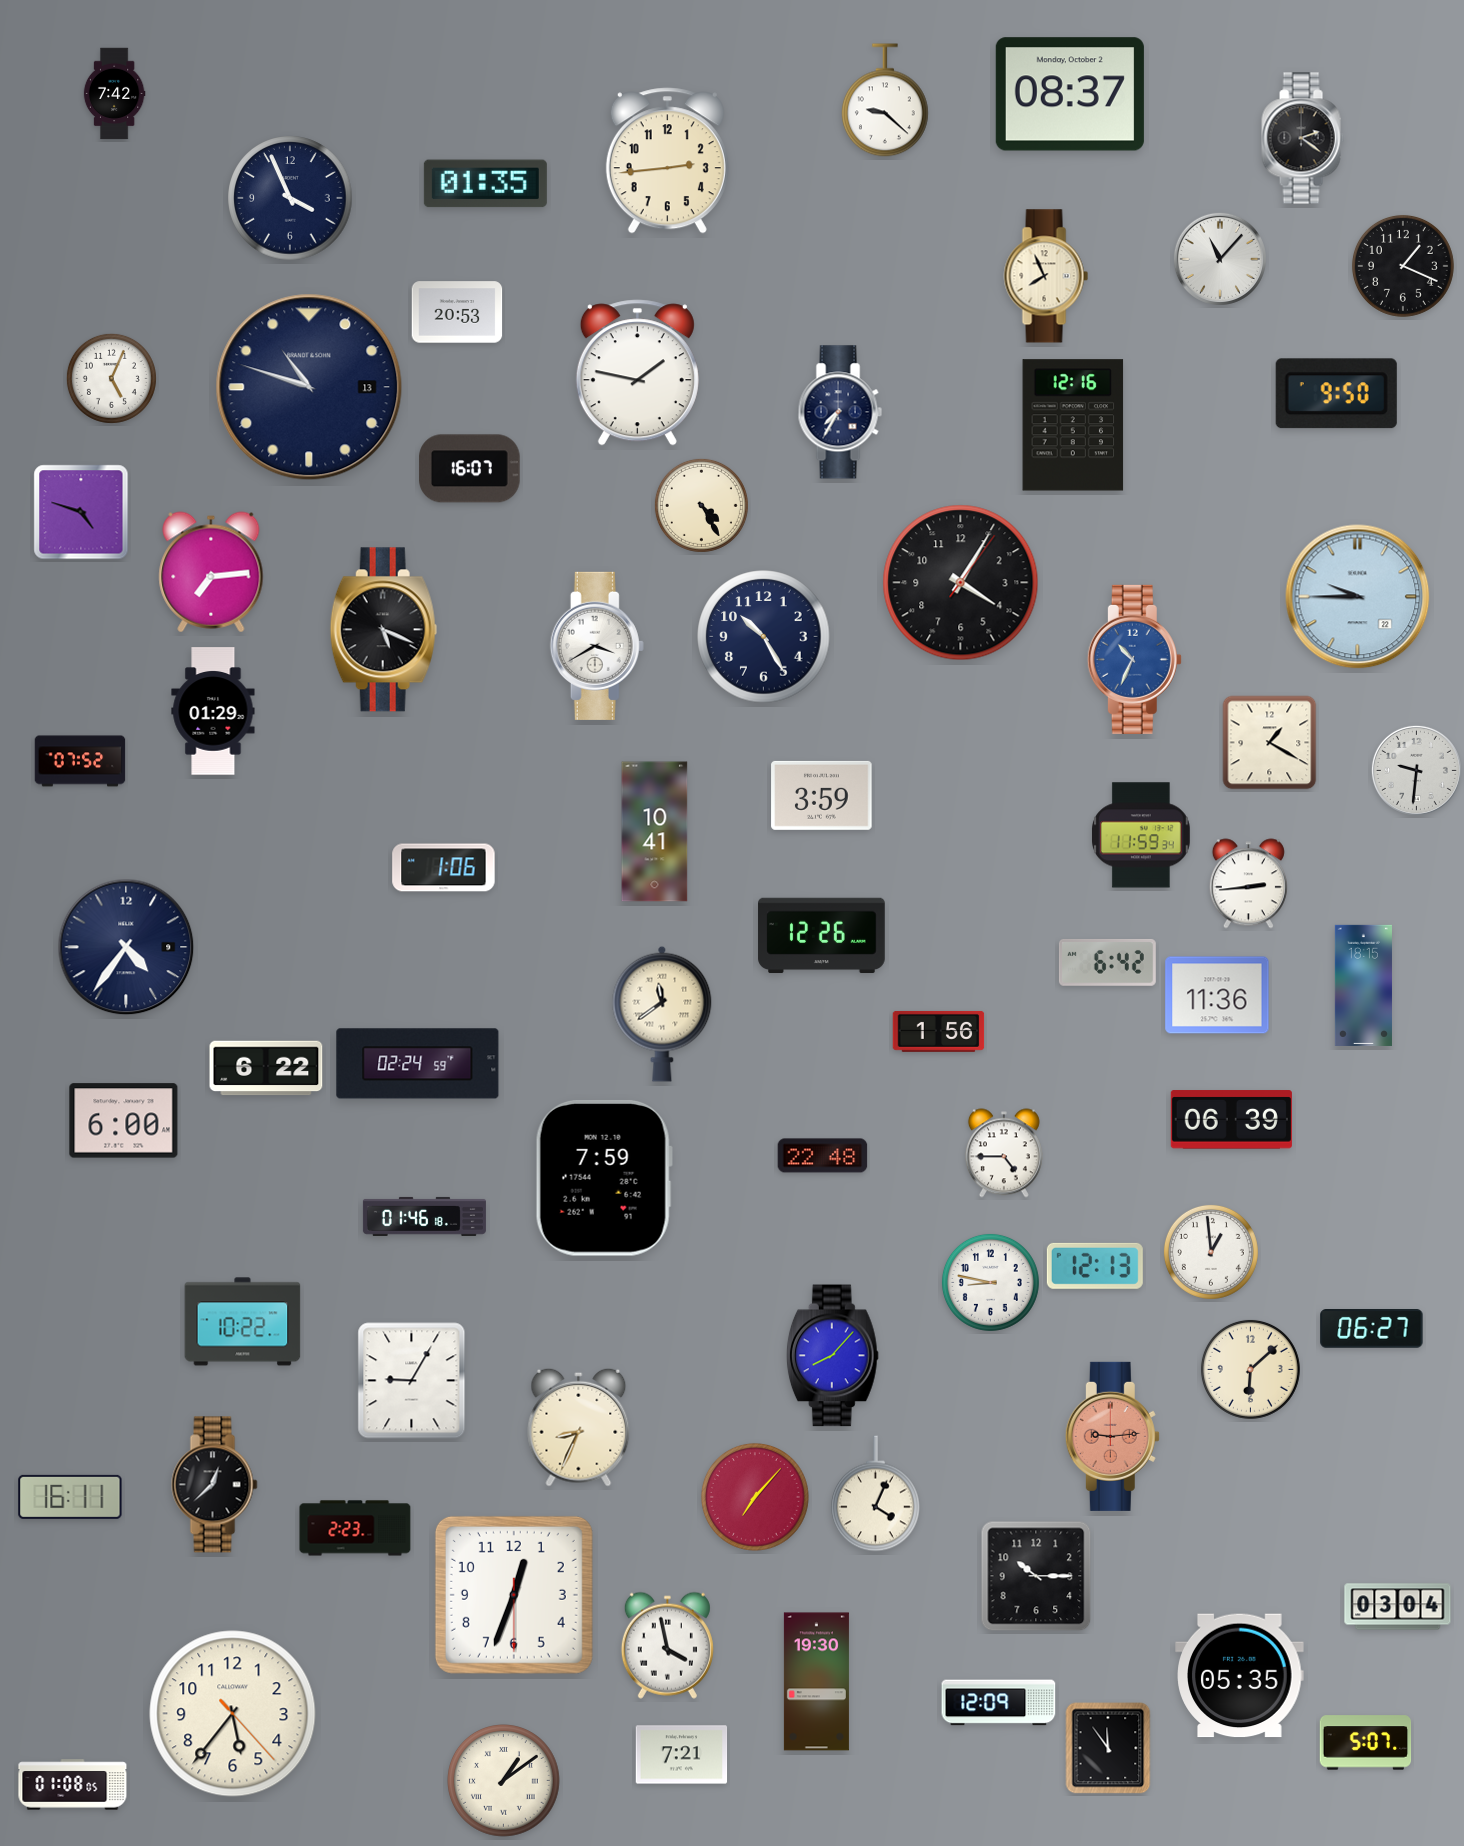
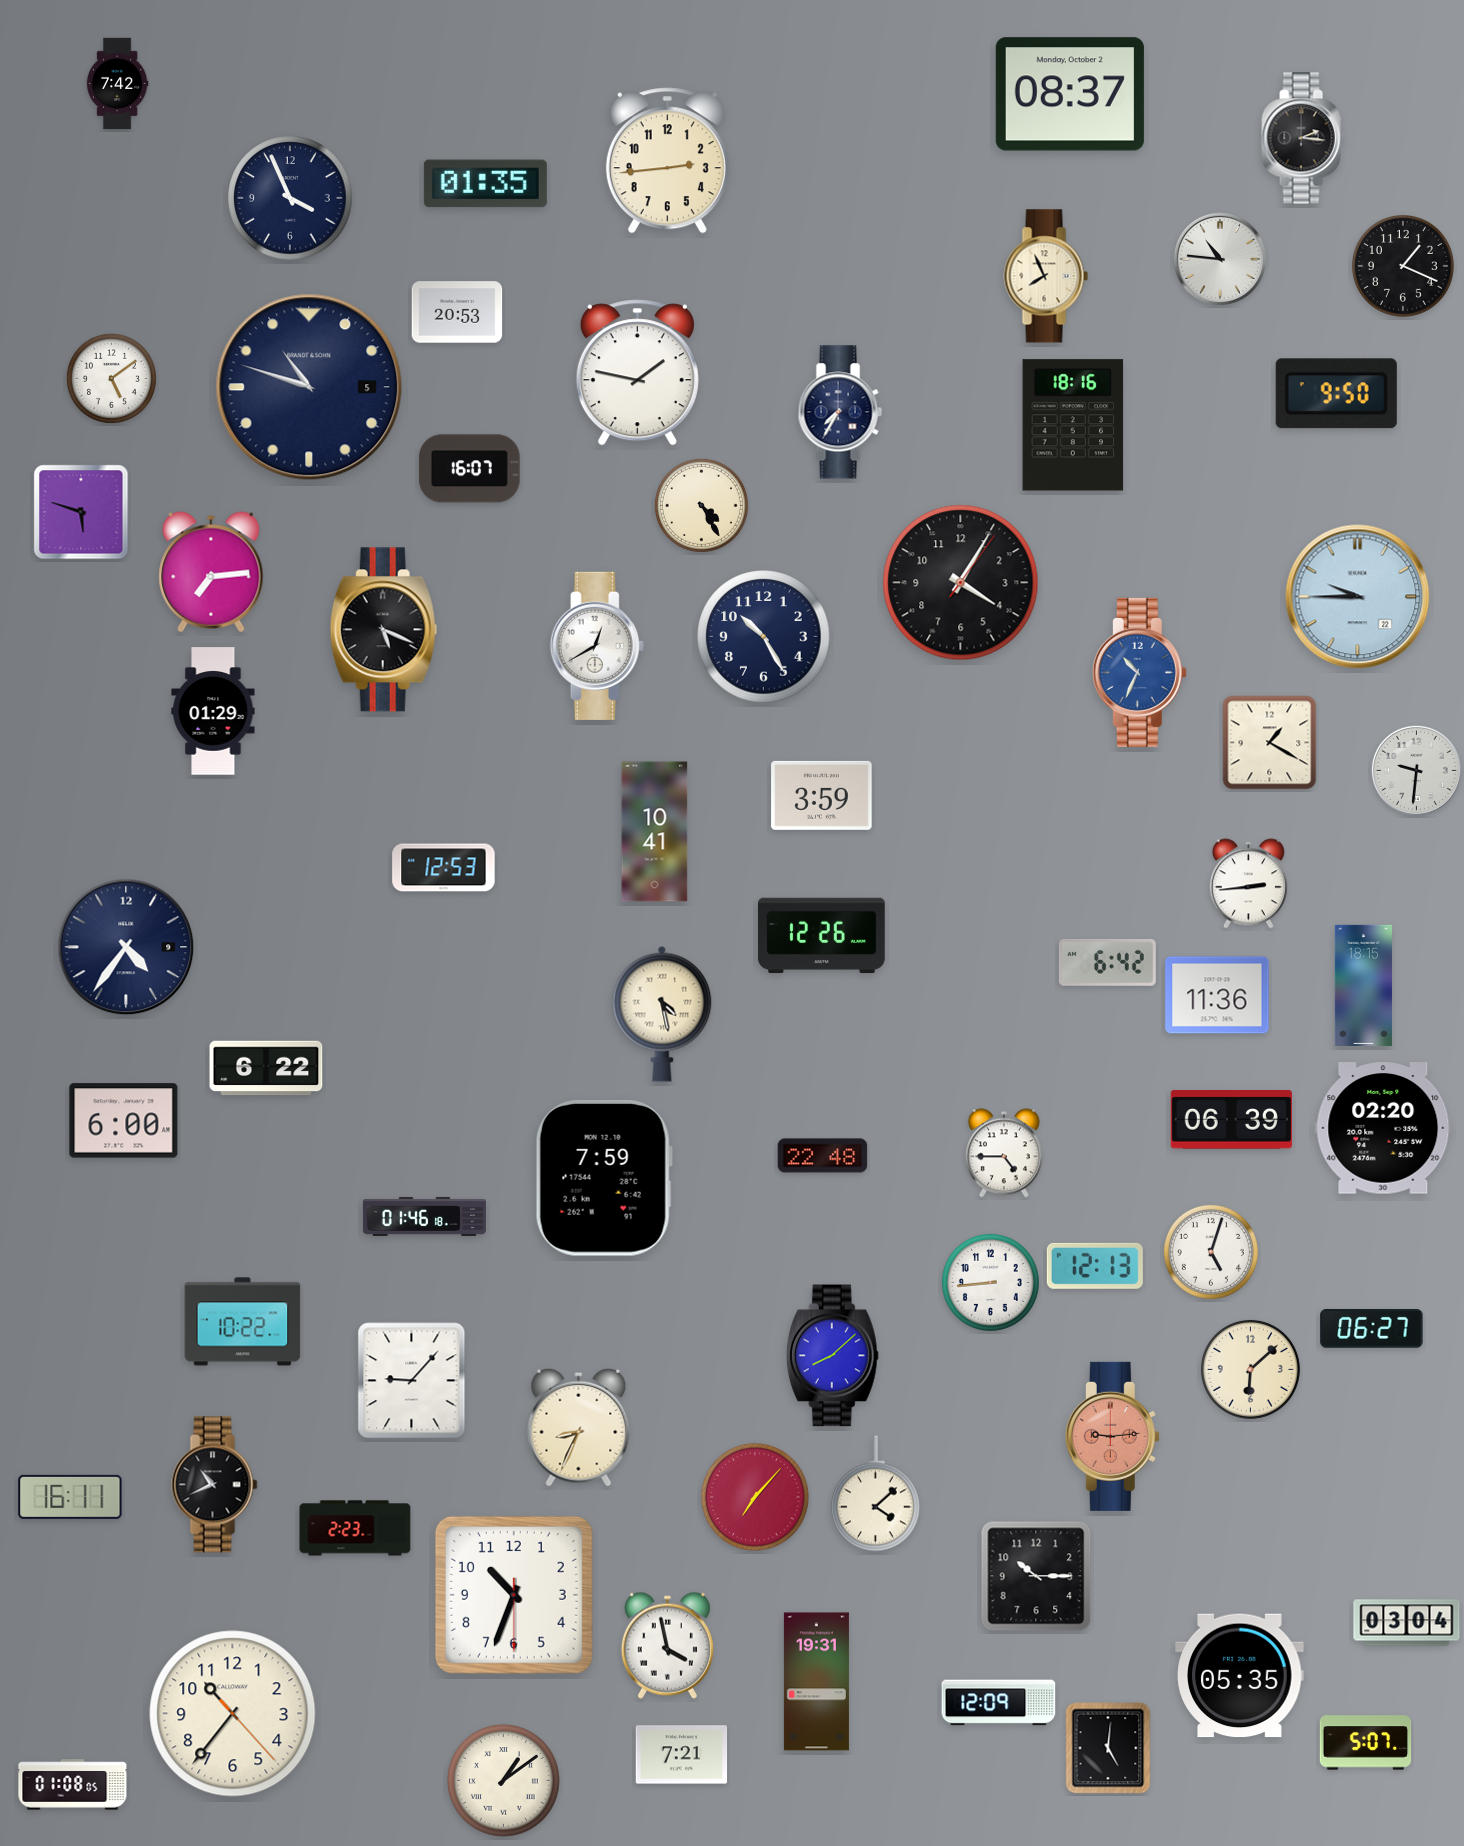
clock at (114, 94) position: (114, 94) -> (117, 84)
clock at (885, 100): 9:22 -> none
clock at (1303, 138): 2:21 -> 2:16
clock at (1220, 259): 11:07 -> 10:46
clock at (111, 378): 5:04 -> 5:09
clock at (309, 387) date: 13 -> 5
clock at (1073, 425): 12:16 -> 18:16
clock at (81, 512): 4:48 -> 5:48
clock at (597, 646): 3:40 -> 12:40
clock at (1134, 659) position: (1134, 659) -> (1139, 672)
clock at (80, 761): 07:52 -> none
clock at (1142, 835): 11:59 -> none
clock at (444, 868): 1:06 -> 12:53
clock at (662, 1014): 11:39 -> 4:28
clock at (939, 1031): 1:56 -> none
clock at (418, 1064): 02:24 -> none
clock at (1383, 1128): none -> 02:20
clock at (1211, 1252): 12:59 -> 5:03
clock at (990, 1282): 8:47 -> 8:44
clock at (832, 1356): 8:07 -> 8:08
clock at (412, 1381): 9:05 -> 9:07
clock at (215, 1485): 12:38 -> 10:41
clock at (876, 1494): 4:04 -> 4:08
clock at (514, 1595): 12:33 -> 10:33
clock at (1398, 1607) position: (1398, 1607) -> (1407, 1623)
clock at (816, 1682): 19:30 -> 19:31
clock at (233, 1714): 5:36 -> 10:36
clock at (1108, 1748): 11:54 -> 5:01
